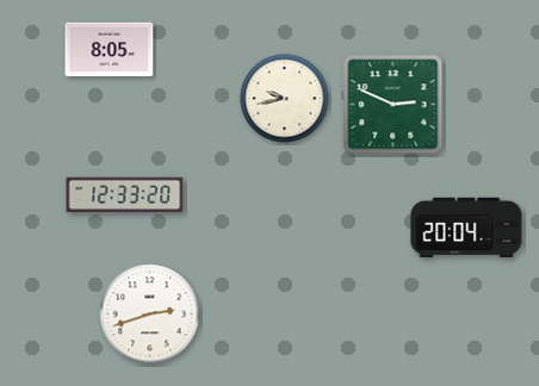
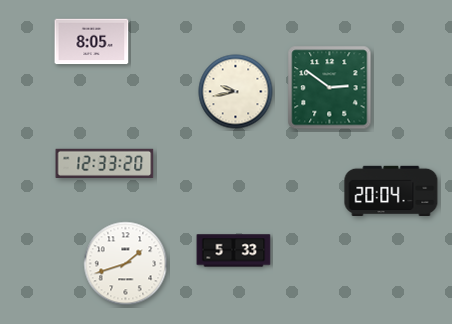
clock at (285, 99) position: (285, 99) -> (236, 92)
clock at (394, 105): 2:49 -> 2:51
clock at (234, 251): none -> 5:33
clock at (150, 315): 2:42 -> 1:42
